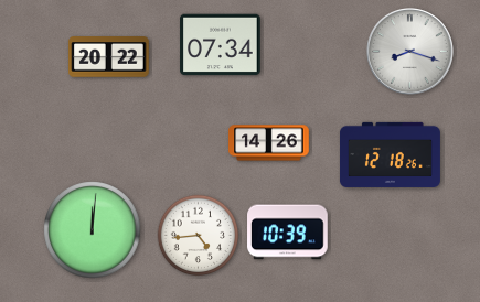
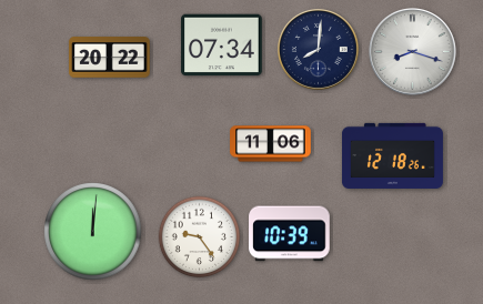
clock at (318, 49): none -> 8:01
clock at (269, 143): 14:26 -> 11:06
clock at (199, 236): 4:44 -> 9:24
